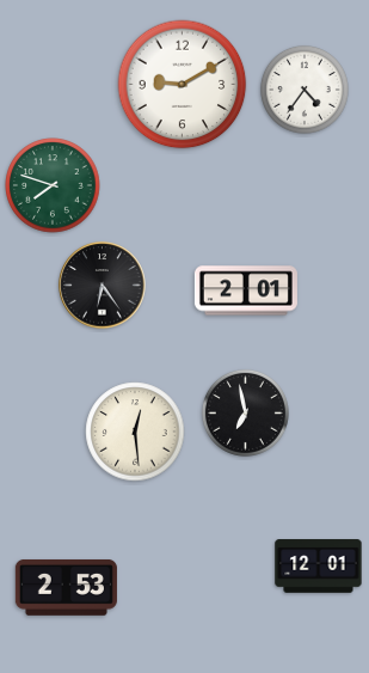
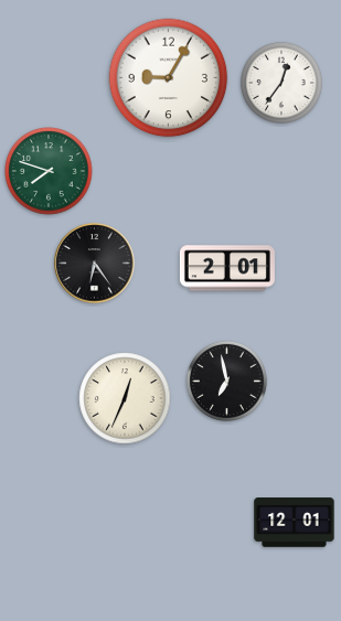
clock at (183, 85): 9:10 -> 9:05
clock at (305, 90): 4:36 -> 12:36
clock at (135, 432): 12:29 -> 12:34
clock at (66, 587): 2:53 -> none
